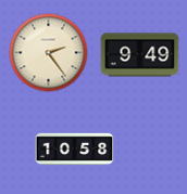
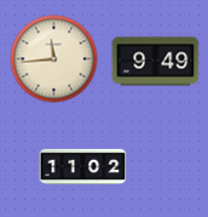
clock at (49, 53): 2:24 -> 11:44
clock at (75, 150): 10:58 -> 11:02
